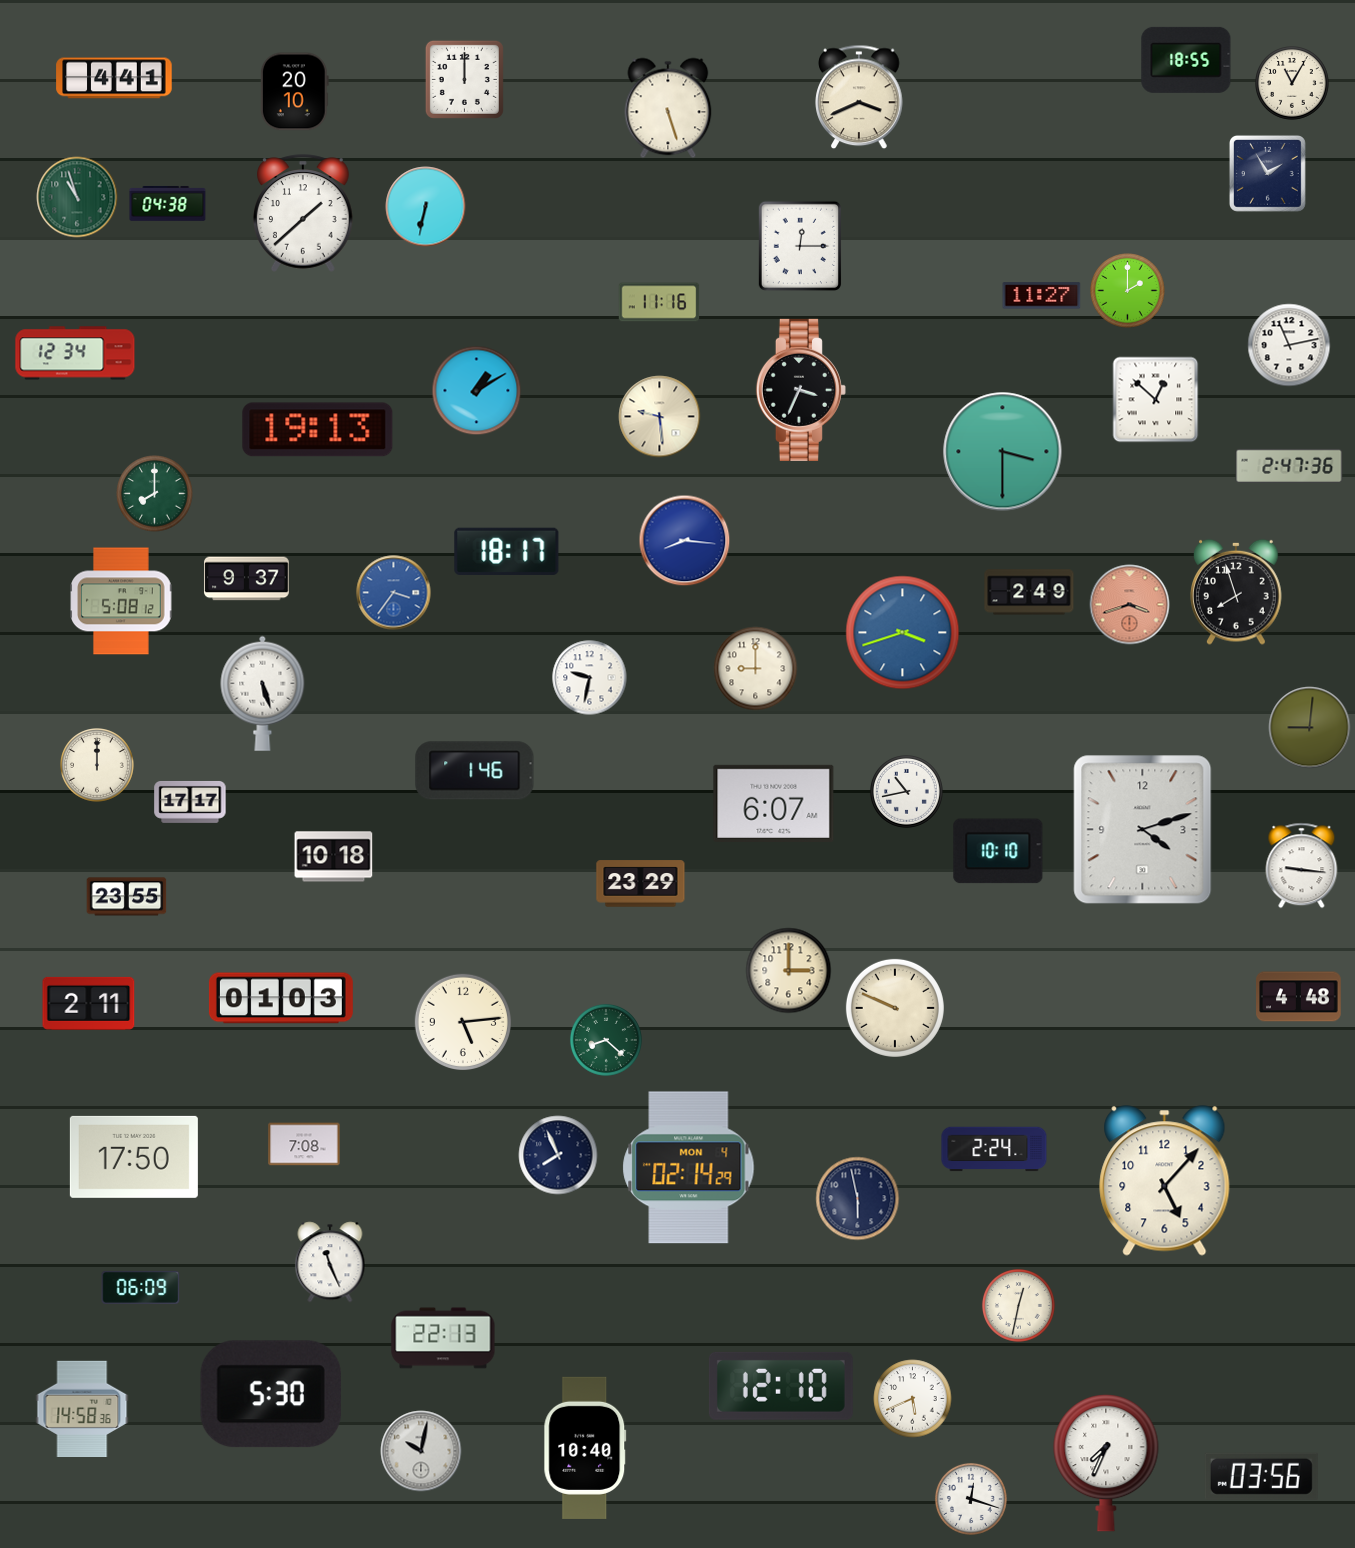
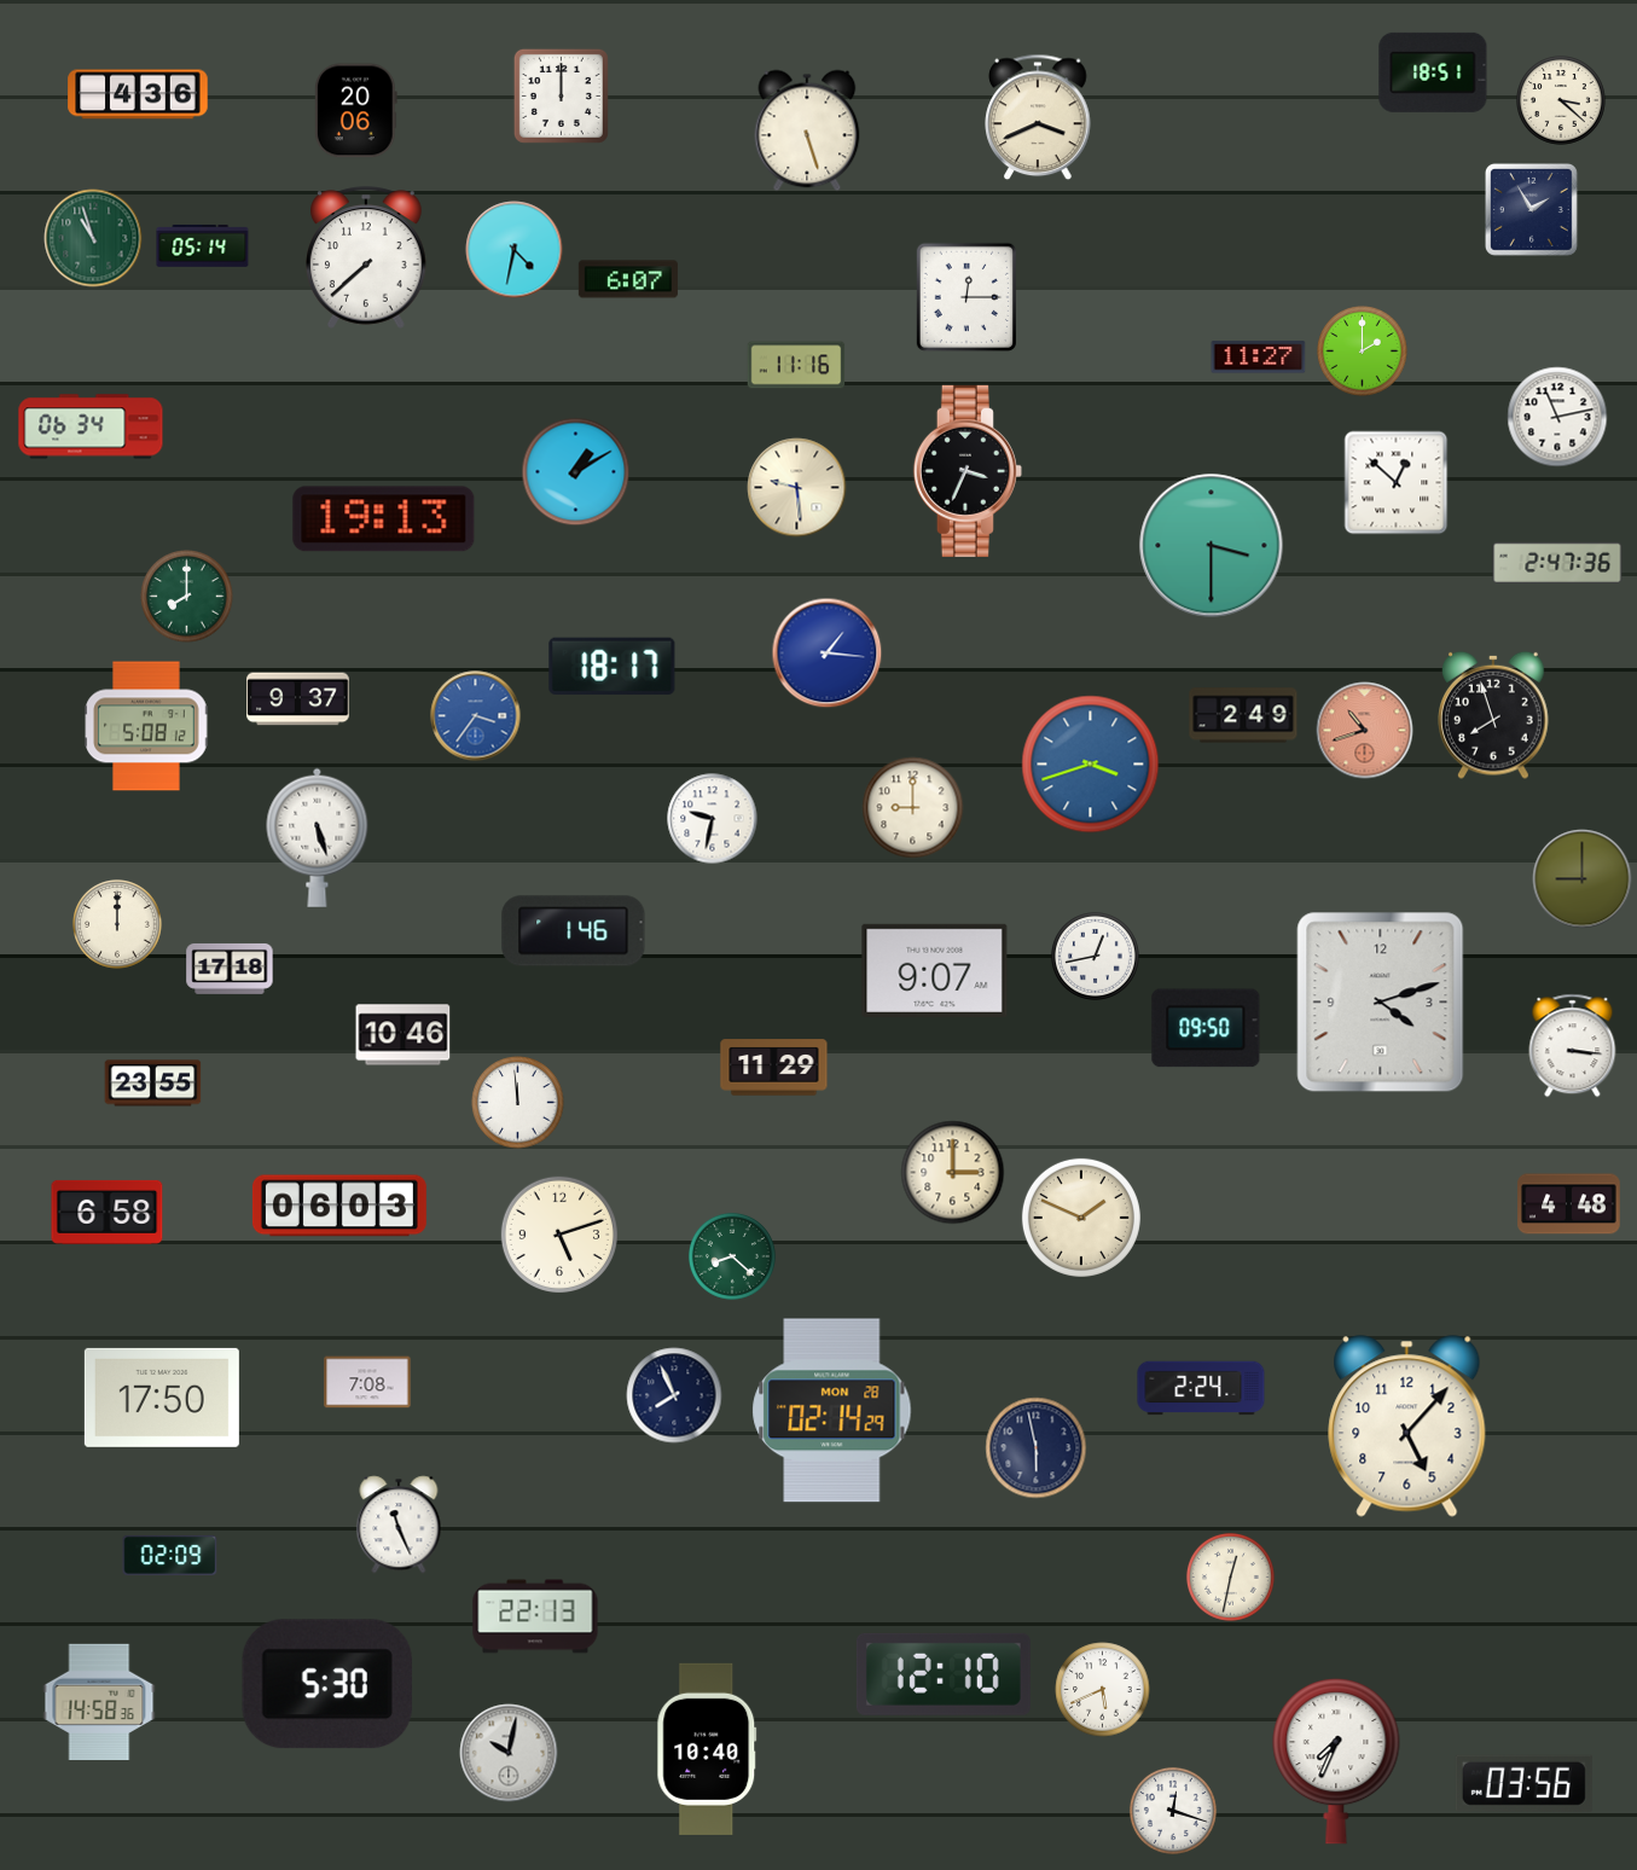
clock at (1186, 60): 18:55 -> 18:51
clock at (114, 78): 4:41 -> 4:36
clock at (1293, 84): 11:05 -> 3:22
clock at (294, 92): 20:10 -> 20:06
clock at (168, 203): 04:38 -> 05:14
clock at (426, 207): 6:32 -> 4:32
clock at (303, 213): 1:38 -> 7:38
clock at (628, 279): none -> 6:07
clock at (75, 353): 12:34 -> 06:34
clock at (660, 417) position: (660, 417) -> (797, 488)
clock at (685, 541): 8:16 -> 1:16
clock at (1130, 605): 3:42 -> 10:42
clock at (1310, 728): 9:01 -> 9:00
clock at (906, 791): 10:43 -> 12:43
clock at (190, 802): 17:17 -> 17:18
clock at (774, 803): 6:07 -> 9:07
clock at (998, 851): 10:10 -> 09:50
clock at (334, 857): 10:18 -> 10:46
clock at (1302, 866): 9:16 -> 3:16
clock at (641, 884): 23:29 -> 11:29
clock at (518, 1103): none -> 11:59
clock at (281, 998): 01:03 -> 06:03
clock at (89, 1003): 2:11 -> 6:58
clock at (895, 1008): 9:49 -> 1:49
clock at (462, 1021): 5:14 -> 5:12
clock at (689, 1168) date: MON 4 -> MON 28
clock at (141, 1287): 06:09 -> 02:09
clock at (1106, 1463) position: (1106, 1463) -> (1336, 1761)
